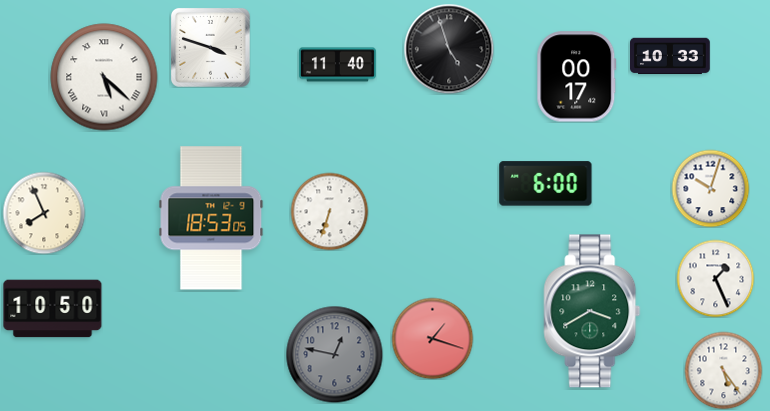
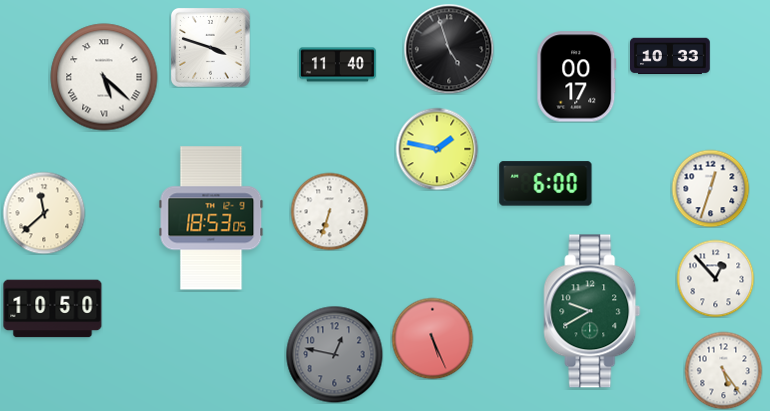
clock at (437, 149): none -> 1:47
clock at (710, 188): 10:03 -> 12:33
clock at (44, 213): 7:56 -> 11:38
clock at (715, 278): 1:26 -> 12:53
clock at (592, 311): 3:40 -> 9:40
clock at (432, 338): 1:18 -> 5:26
